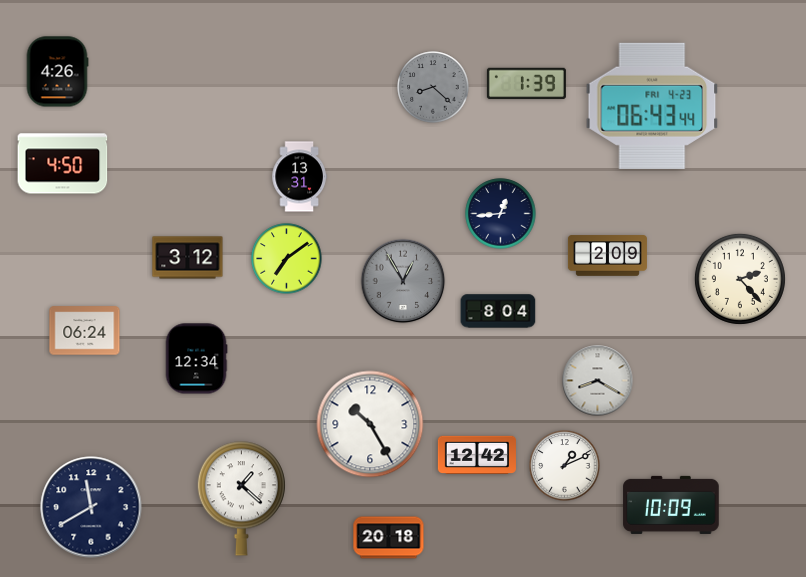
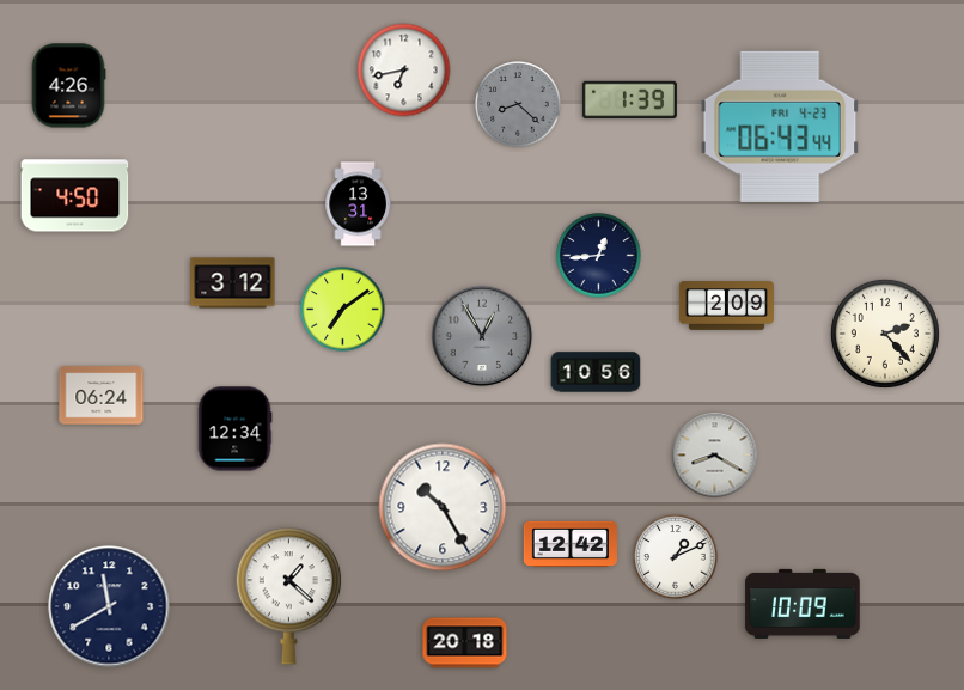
clock at (404, 71): none -> 6:43
clock at (299, 177) position: (299, 177) -> (358, 204)
clock at (188, 258) position: (188, 258) -> (233, 283)
clock at (498, 311): 8:04 -> 10:56
